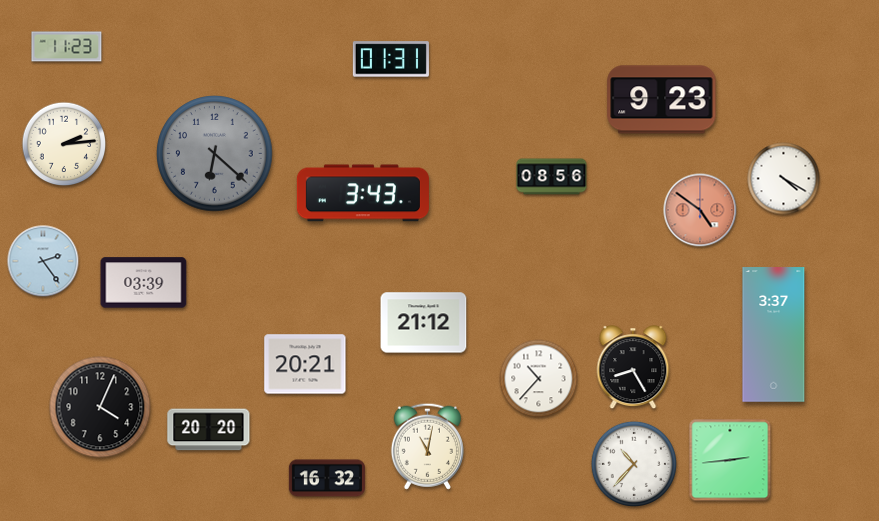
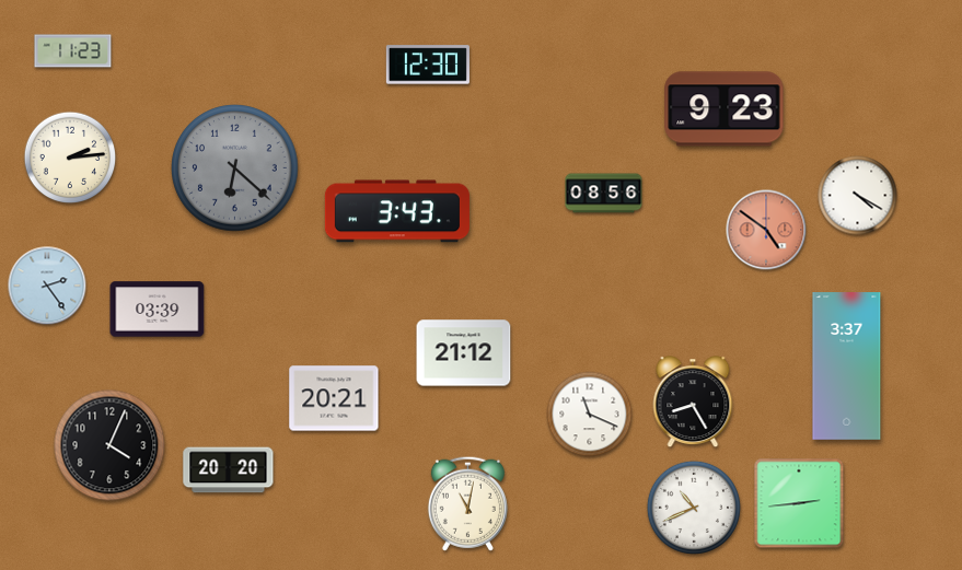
clock at (391, 59): 01:31 -> 12:30
clock at (539, 379): 10:37 -> 11:19
clock at (427, 446) position: (427, 446) -> (467, 503)
clock at (634, 464): 10:37 -> 10:41
clock at (327, 478): 16:32 -> none
